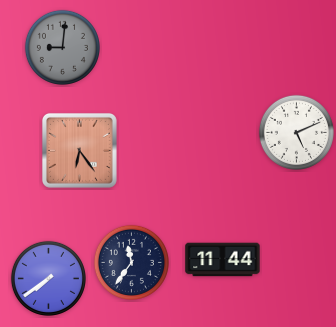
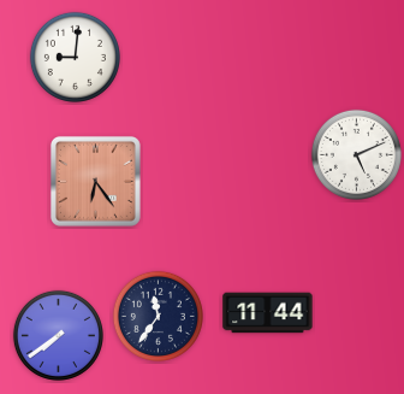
clock at (62, 47) dial: grey -> white
clock at (296, 132) position: (296, 132) -> (356, 154)
